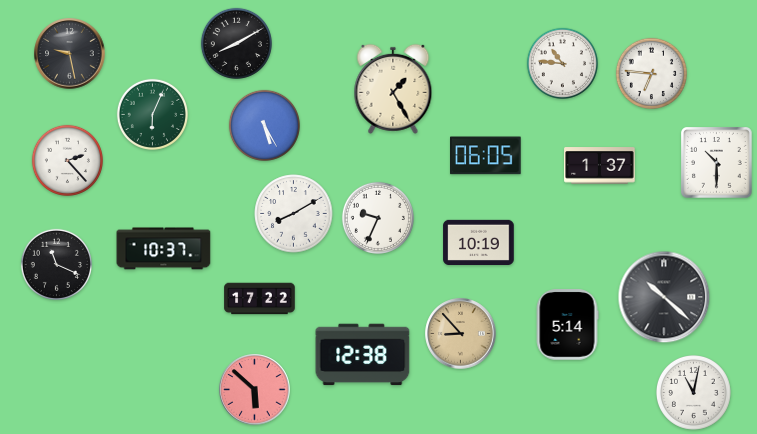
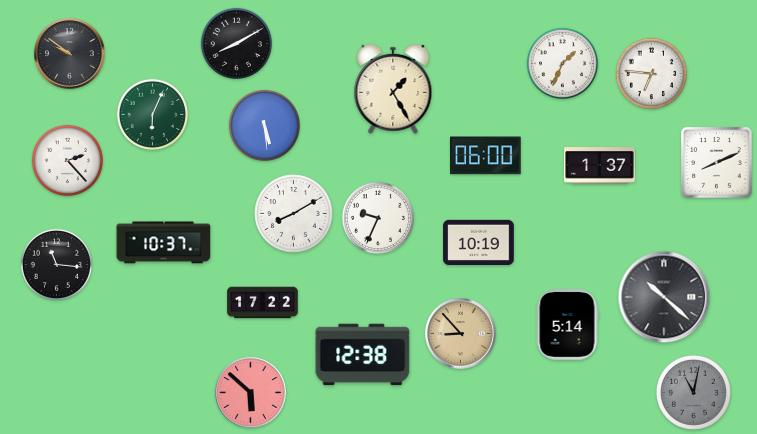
clock at (70, 54): 9:28 -> 9:51
clock at (562, 63): 10:46 -> 1:34
clock at (264, 125): 5:25 -> 5:29
clock at (486, 156): 06:05 -> 06:00
clock at (717, 163): 10:30 -> 8:11
clock at (164, 249) position: (164, 249) -> (164, 243)
clock at (56, 264): 11:19 -> 11:16
clock at (260, 299) position: (260, 299) -> (263, 303)
clock at (255, 390) position: (255, 390) -> (251, 393)
clock at (694, 393) dial: white -> grey
